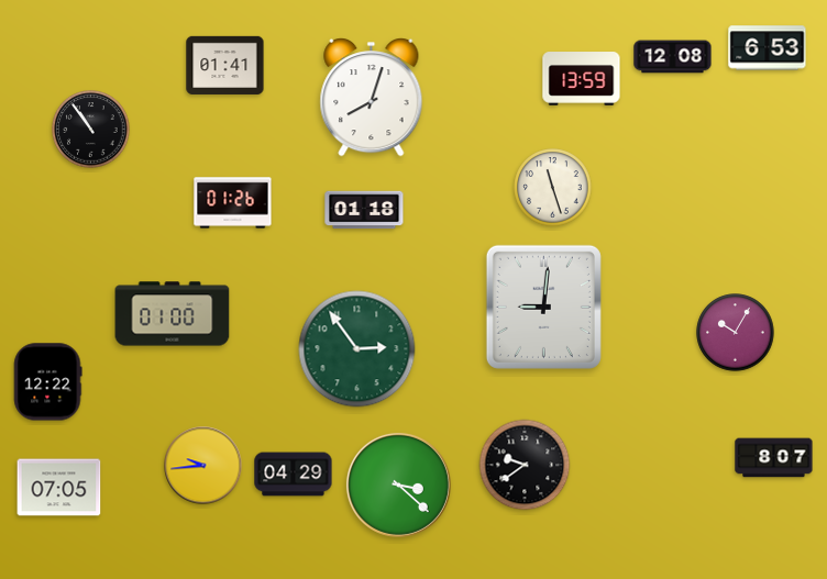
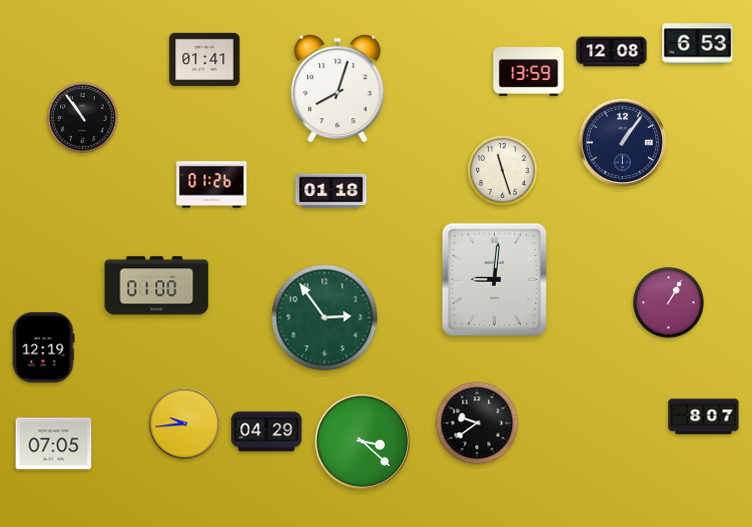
clock at (623, 143): none -> 1:06
clock at (736, 333): 10:05 -> 1:05
clock at (48, 382): 12:22 -> 12:19
